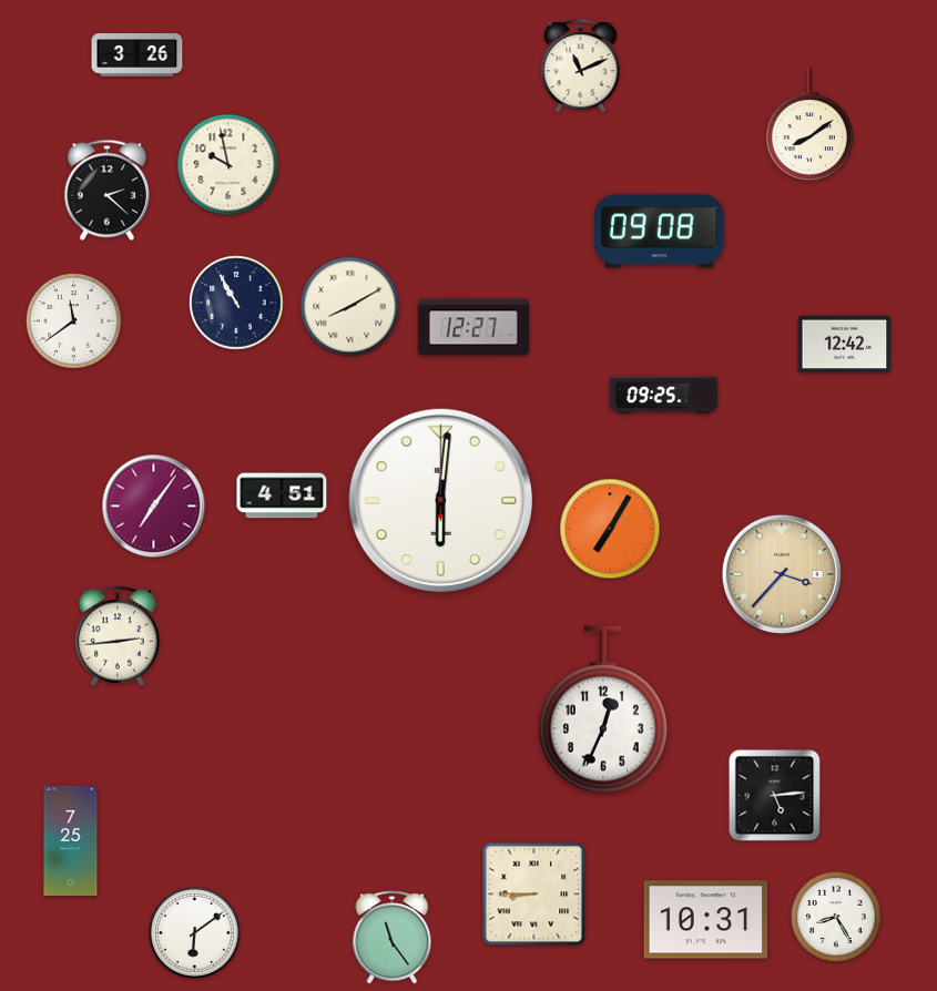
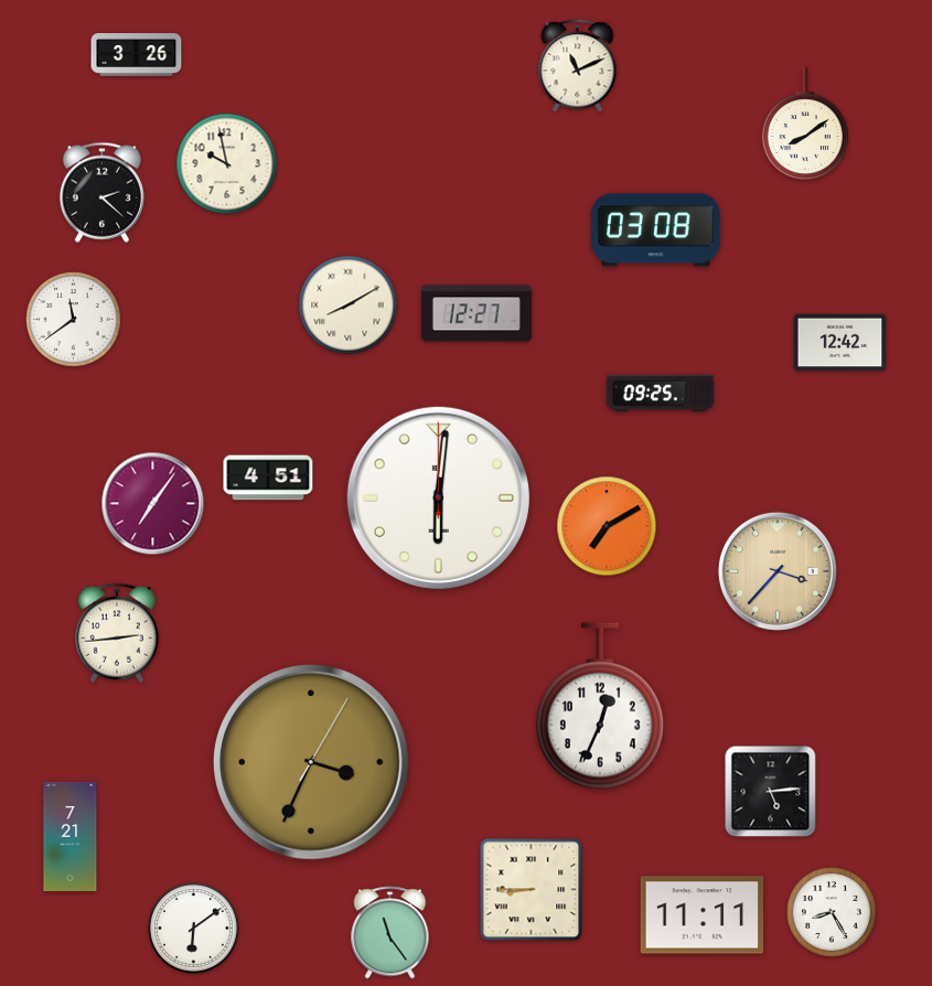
clock at (106, 190) position: (106, 190) -> (101, 192)
clock at (660, 232): 09:08 -> 03:08
clock at (236, 303): 10:55 -> none
clock at (473, 327) position: (473, 327) -> (476, 313)
clock at (282, 496) position: (282, 496) -> (268, 478)
clock at (610, 529): 7:05 -> 7:10
clock at (311, 762): none -> 3:34
clock at (71, 840): 7:25 -> 7:21
clock at (706, 920): 10:31 -> 11:11
